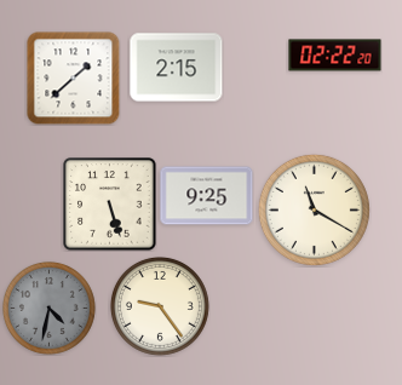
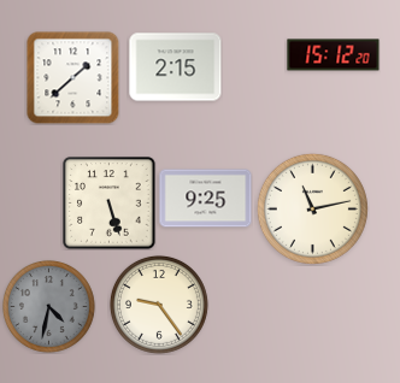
clock at (335, 56): 02:22 -> 15:12
clock at (207, 196) position: (207, 196) -> (206, 199)
clock at (314, 209): 11:20 -> 11:13
